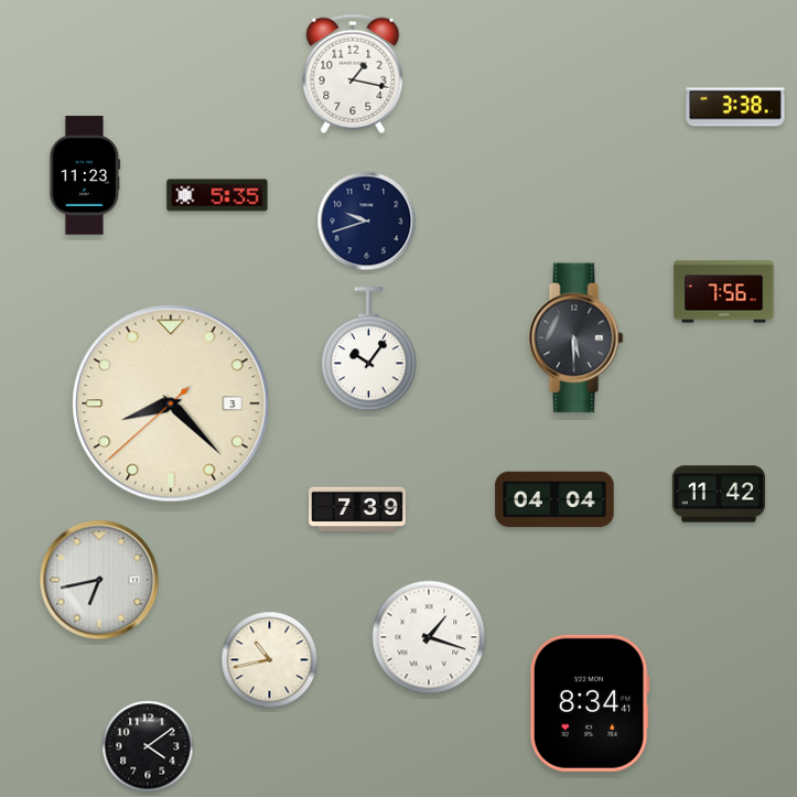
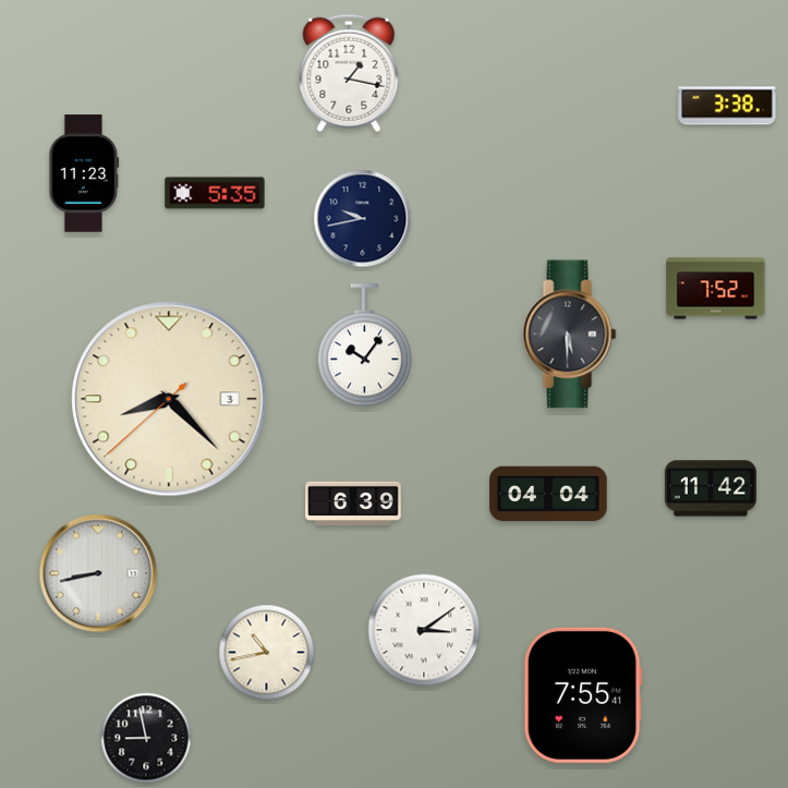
clock at (367, 222): 9:42 -> 9:43
clock at (724, 292): 7:56 -> 7:52
clock at (357, 508): 7:39 -> 6:39
clock at (99, 580): 6:43 -> 8:43
clock at (429, 637): 1:18 -> 3:09
clock at (590, 703): 8:34 -> 7:55
clock at (148, 746): 4:09 -> 8:58
